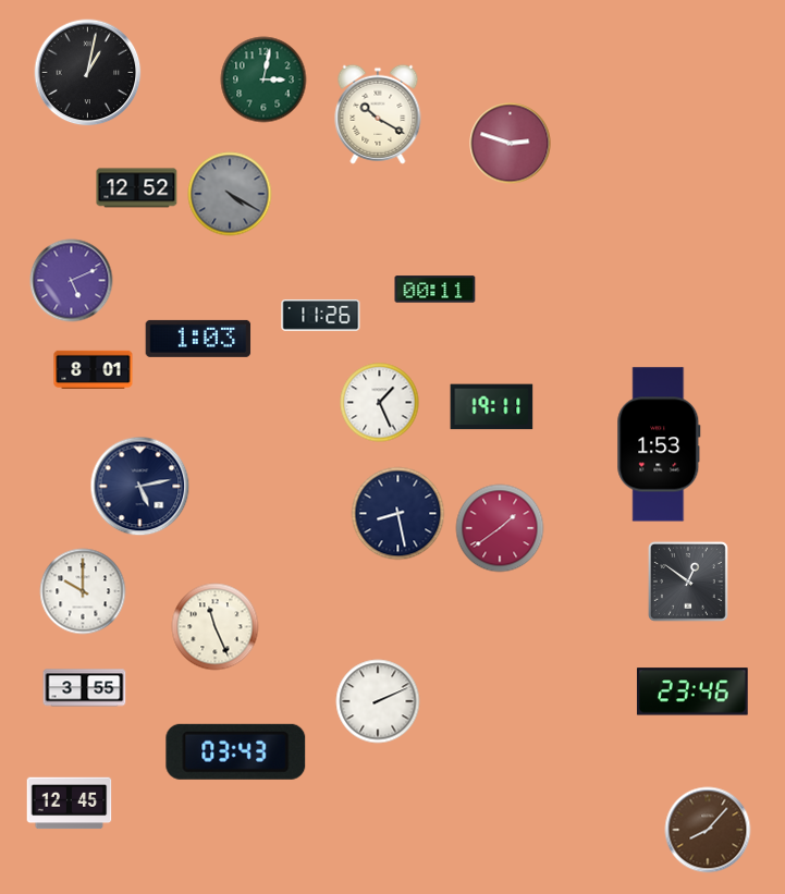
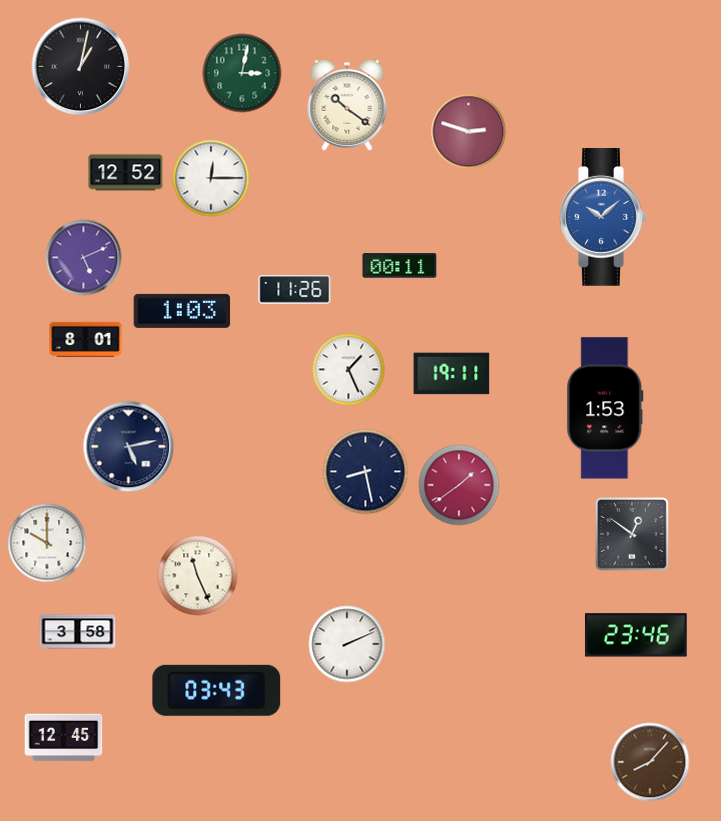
clock at (378, 114): 10:20 -> 10:21
clock at (230, 194): 4:20 -> 12:15
clock at (230, 194) dial: grey -> white
clock at (603, 218): none -> 10:08
clock at (72, 281) position: (72, 281) -> (84, 258)
clock at (83, 591) position: (83, 591) -> (47, 543)
clock at (85, 688): 3:55 -> 3:58
